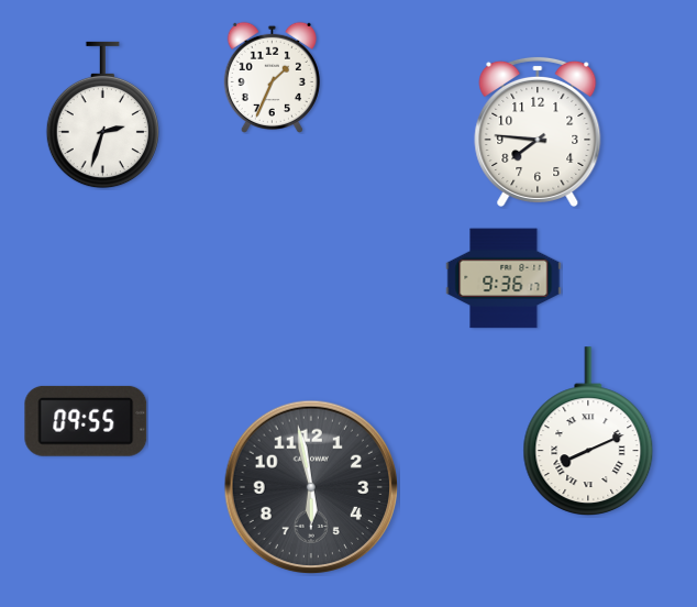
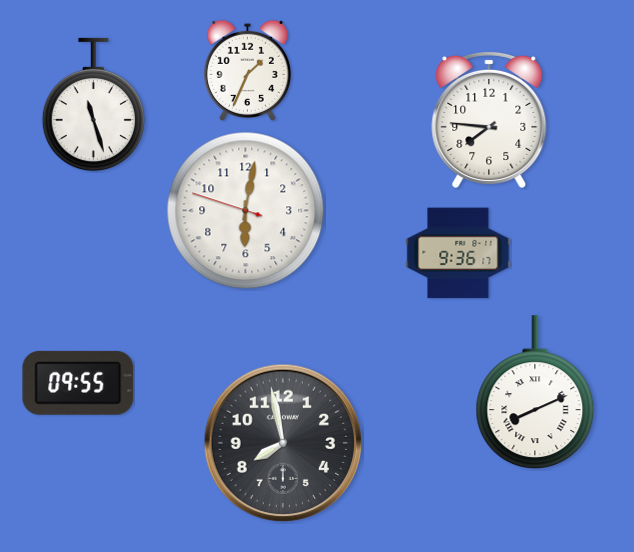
clock at (102, 115): 2:33 -> 11:27
clock at (246, 211): none -> 6:01
clock at (311, 487): 5:58 -> 7:58
